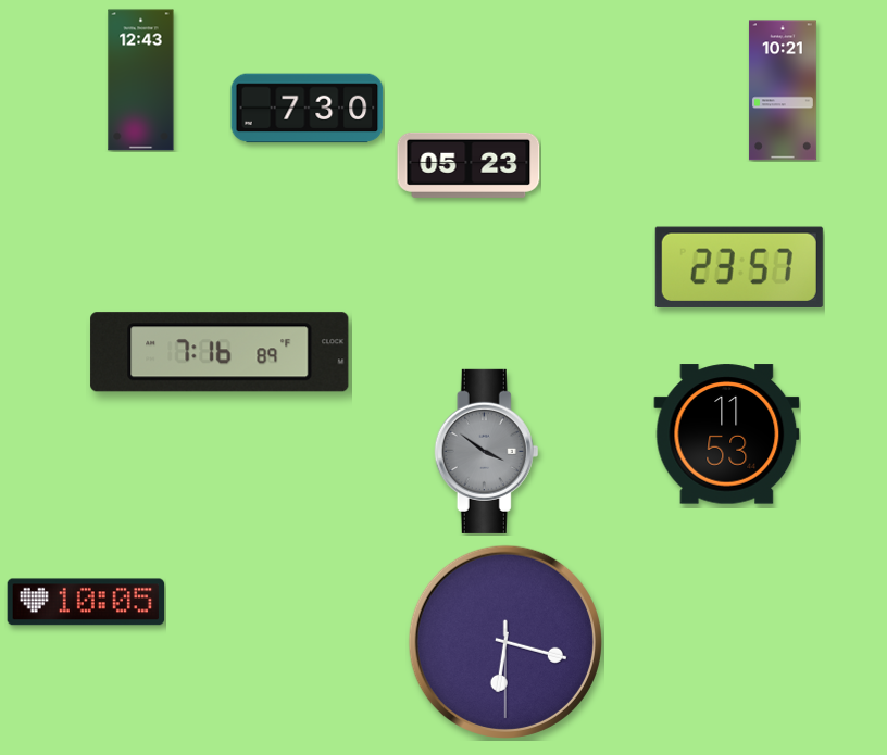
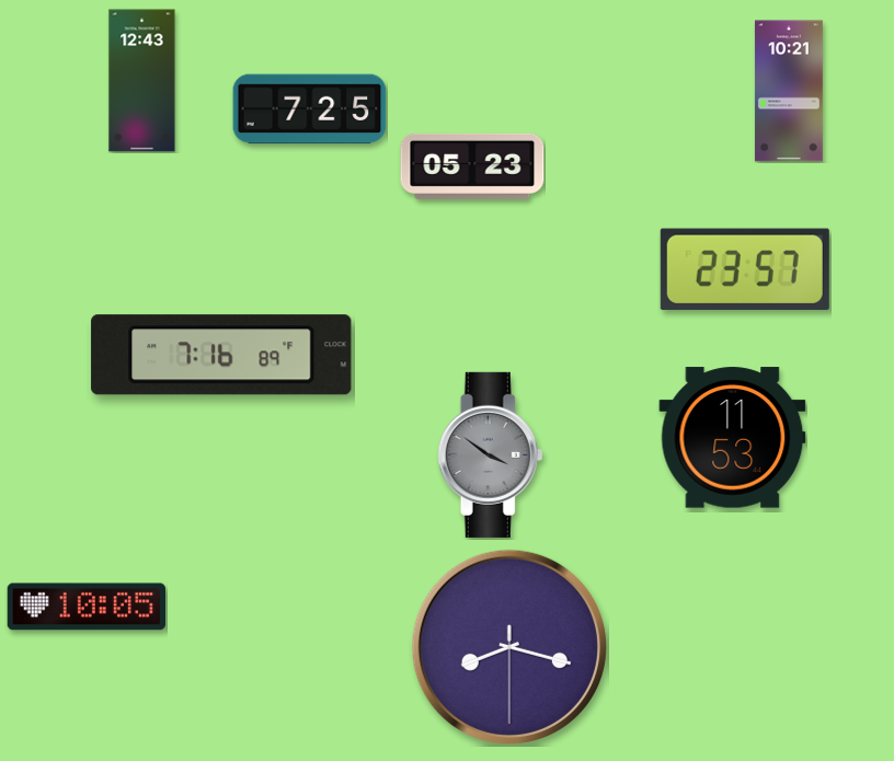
clock at (308, 109): 7:30 -> 7:25
clock at (505, 642): 6:17 -> 8:17
